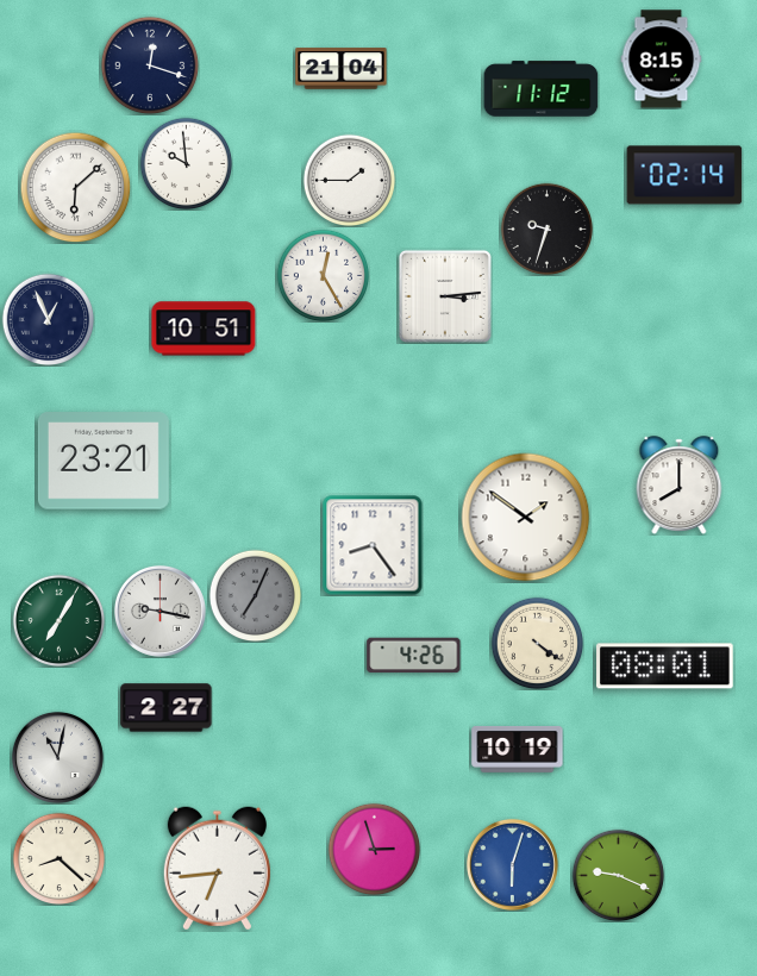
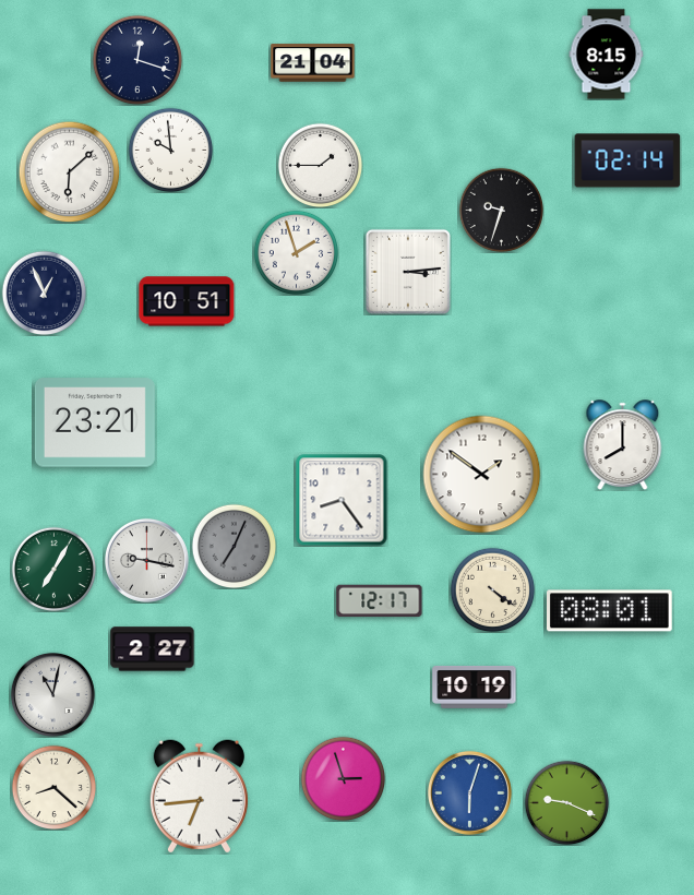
clock at (542, 89): 11:12 -> none
clock at (323, 275): 12:25 -> 1:57
clock at (414, 656): 4:26 -> 12:17
